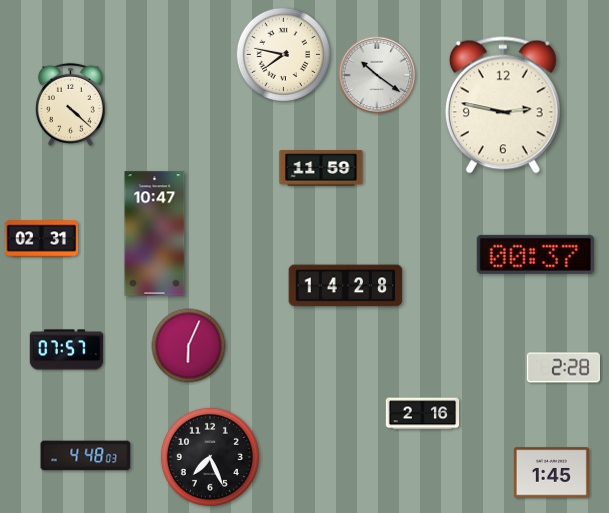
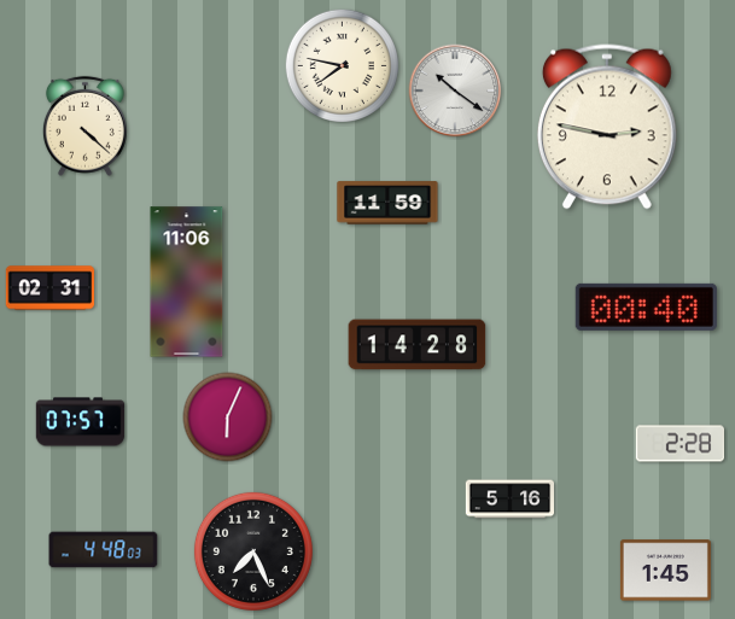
clock at (155, 234): 10:47 -> 11:06
clock at (535, 254): 00:37 -> 00:40
clock at (423, 414): 2:16 -> 5:16
